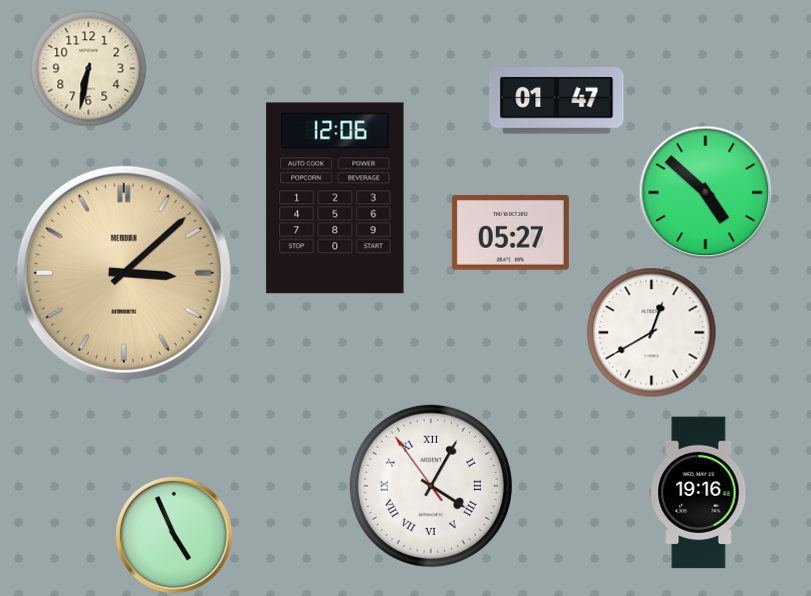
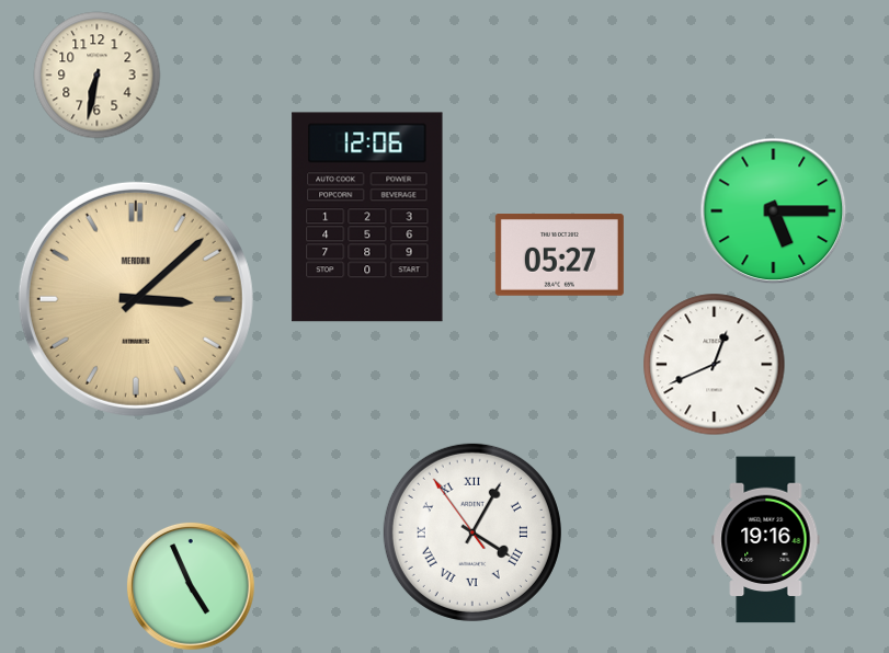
clock at (557, 101): 01:47 -> none
clock at (706, 193): 4:52 -> 5:15
clock at (652, 333): 12:40 -> 12:41
